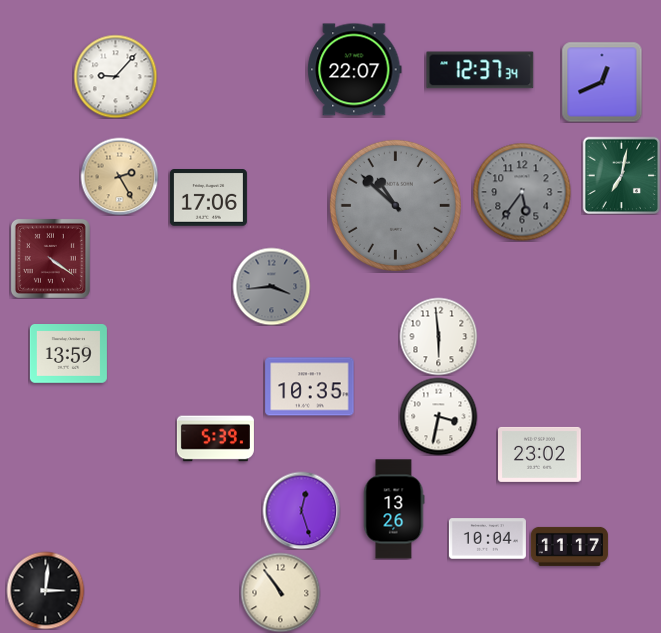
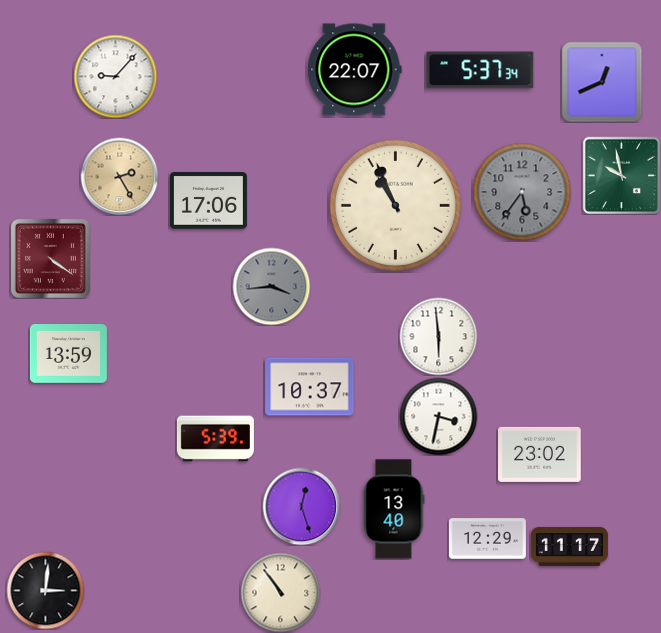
clock at (480, 70): 12:37 -> 5:37
clock at (621, 175): 7:02 -> 9:58
clock at (208, 198) position: (208, 198) -> (208, 201)
clock at (395, 205): 10:52 -> 10:56
clock at (395, 205) dial: grey -> cream
clock at (310, 387): 10:35 -> 10:37
clock at (394, 509): 13:26 -> 13:40
clock at (301, 510) position: (301, 510) -> (301, 506)
clock at (487, 539): 10:04 -> 12:29
